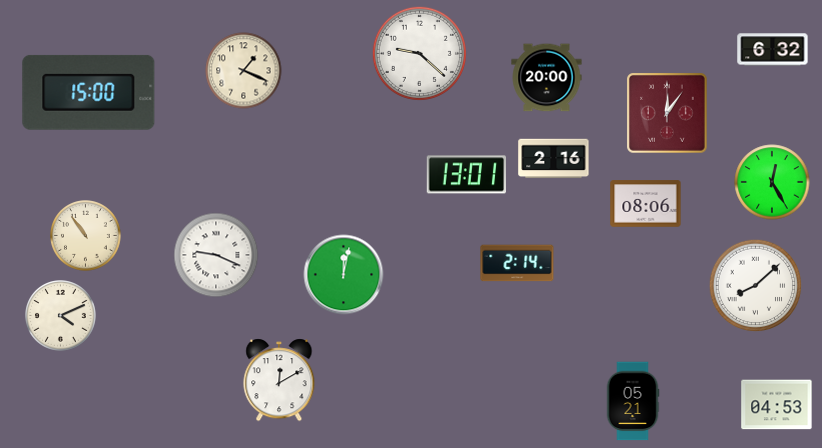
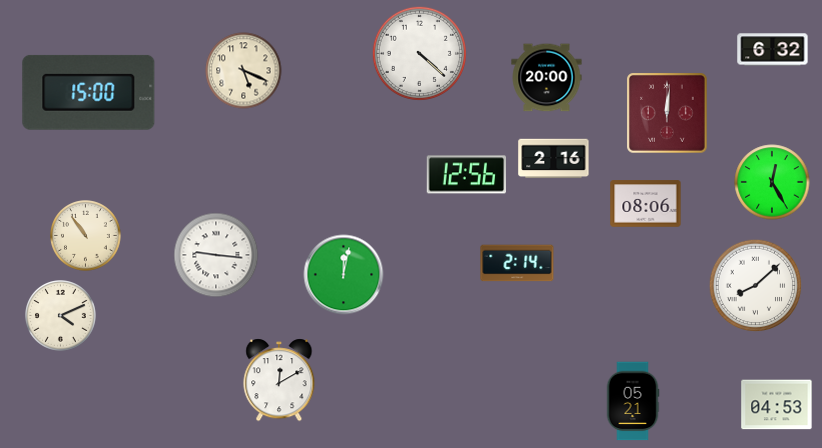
clock at (419, 53): 9:22 -> 4:22
clock at (244, 71): 1:19 -> 5:19
clock at (668, 114): 12:06 -> 12:01
clock at (466, 175): 13:01 -> 12:56
clock at (216, 255): 9:19 -> 9:16
